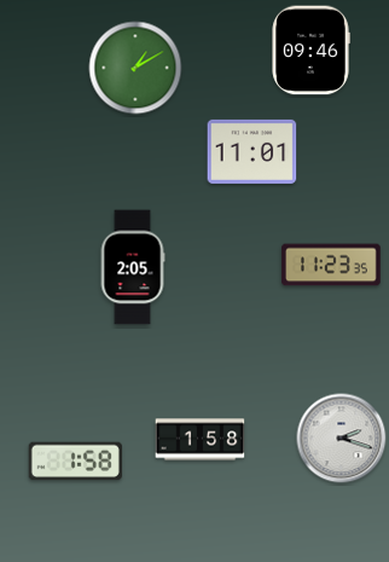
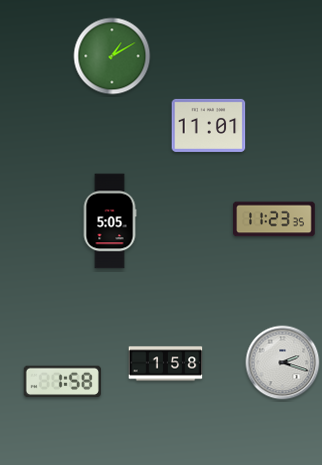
clock at (310, 51): 09:46 -> none
clock at (133, 267): 2:05 -> 5:05
